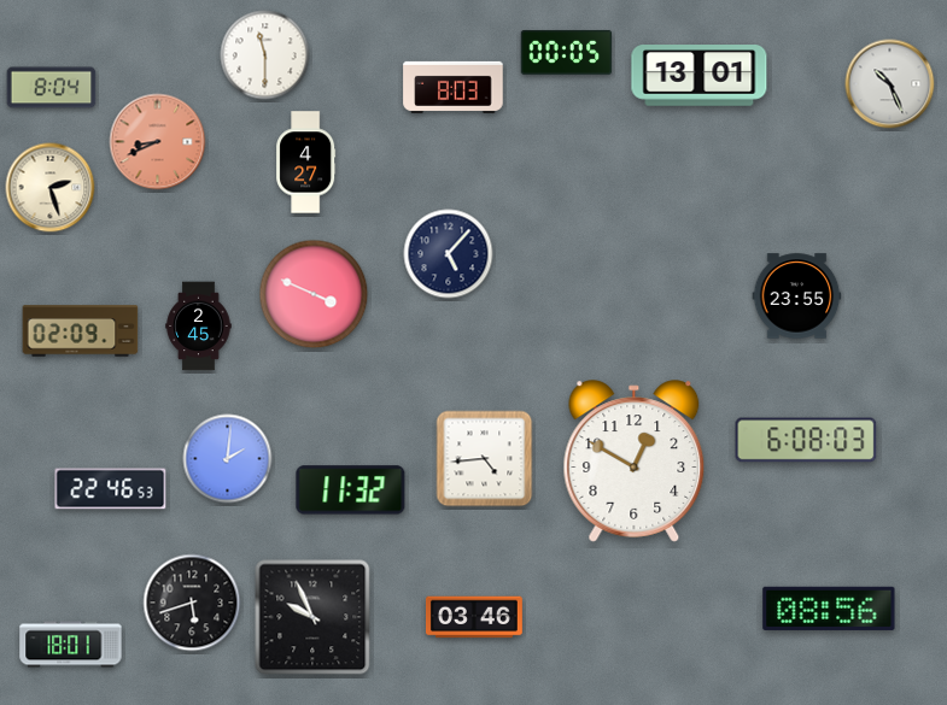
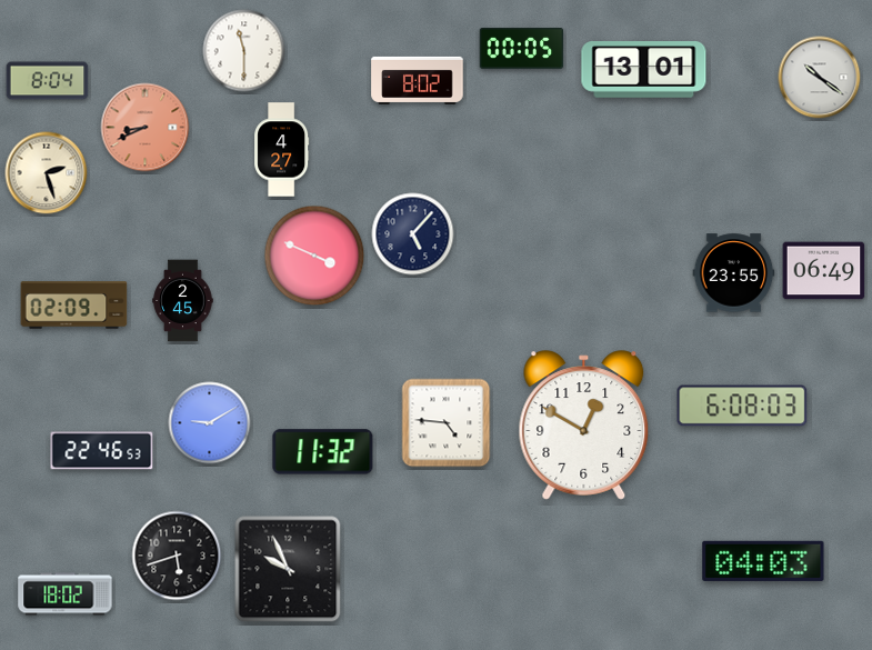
clock at (890, 84): 10:26 -> 10:21
clock at (454, 87): 8:03 -> 8:02
clock at (158, 142) position: (158, 142) -> (146, 128)
clock at (314, 294) position: (314, 294) -> (314, 256)
clock at (824, 271): none -> 06:49
clock at (228, 459): 2:01 -> 9:10
clock at (485, 459): 4:44 -> 4:46
clock at (829, 609): 08:56 -> 04:03
clock at (474, 617): 03:46 -> none
clock at (71, 645): 18:01 -> 18:02
